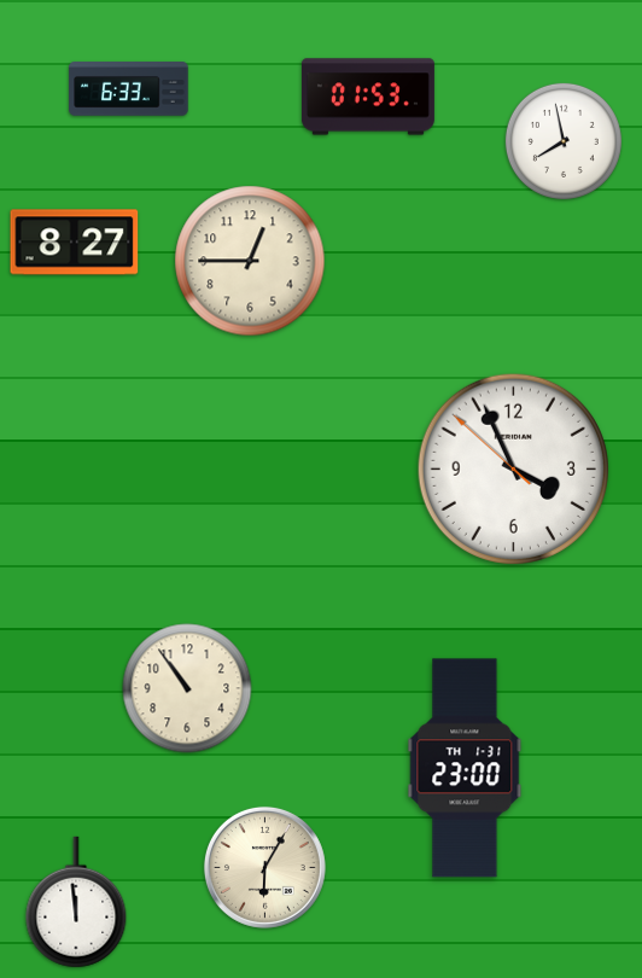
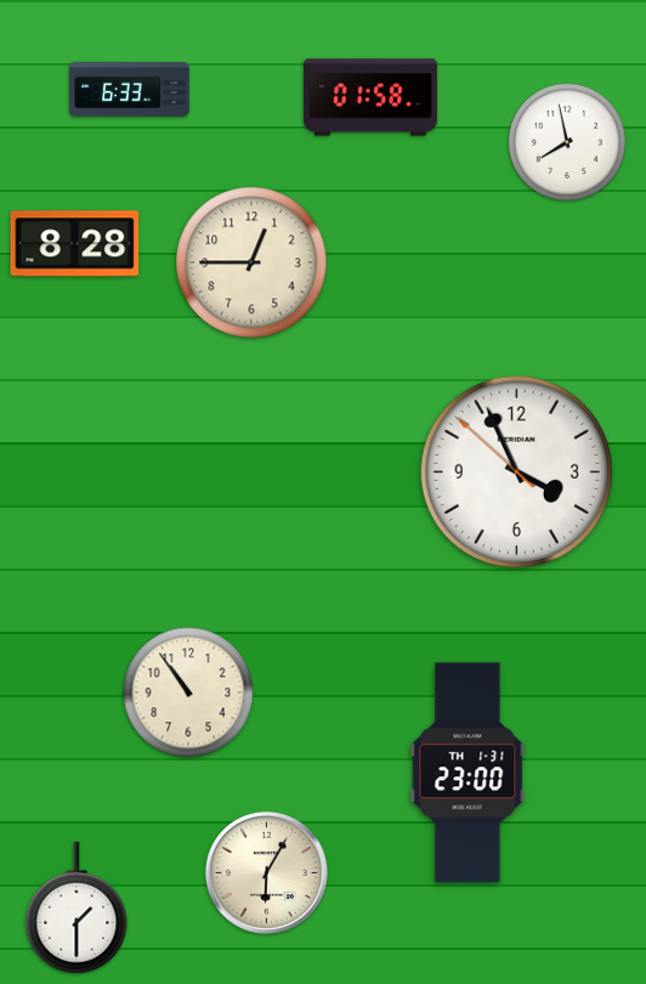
clock at (368, 97): 01:53 -> 01:58
clock at (75, 243): 8:27 -> 8:28
clock at (76, 902): 11:59 -> 1:30
